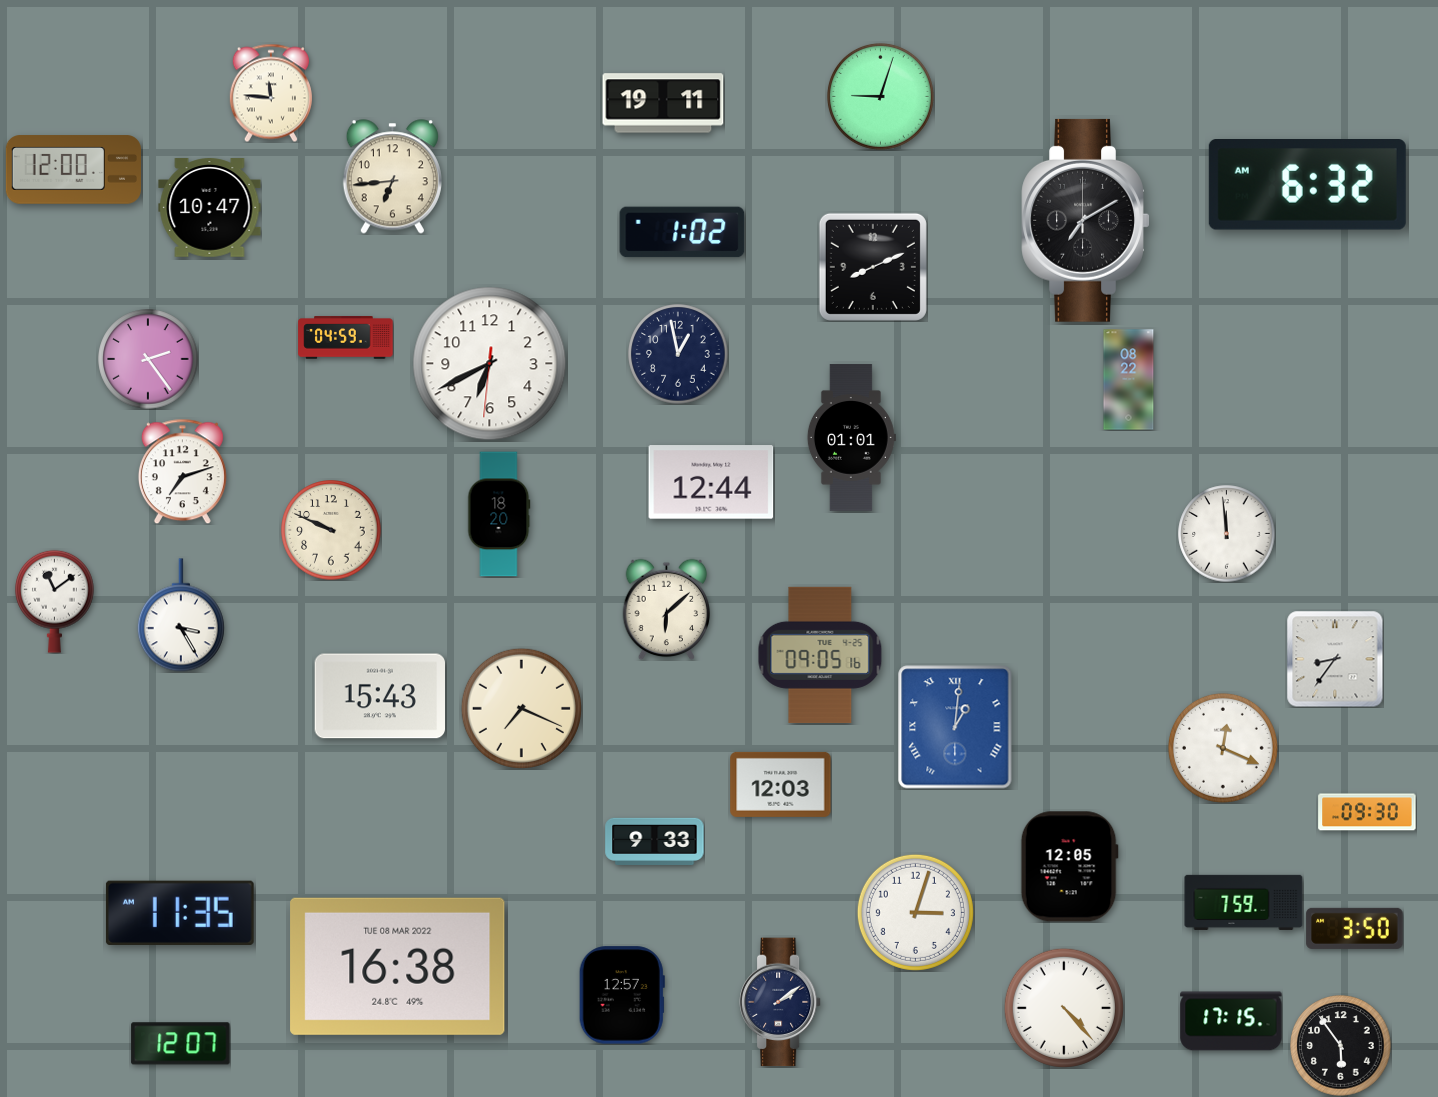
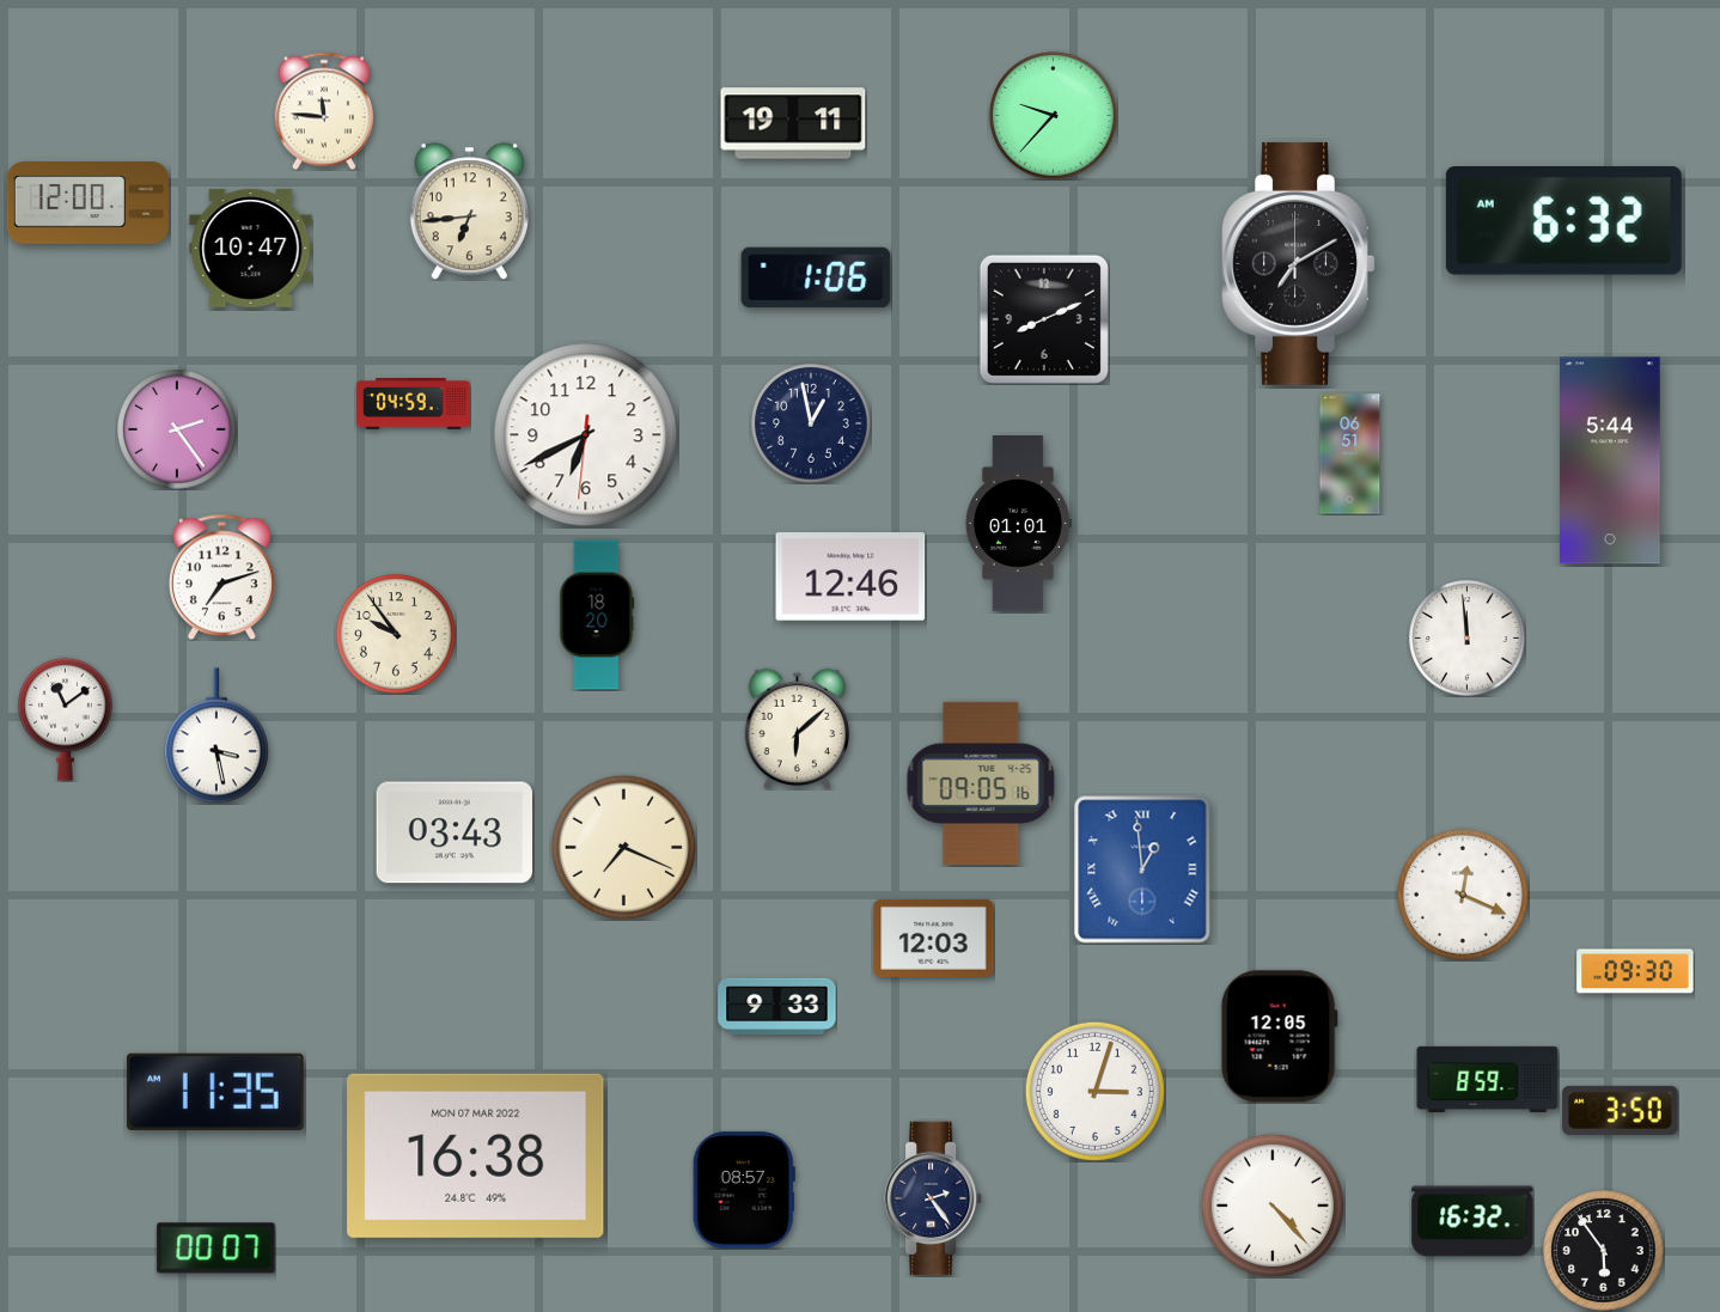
clock at (880, 96): 9:03 -> 9:37
clock at (682, 232): 1:02 -> 1:06
clock at (1129, 380): 08:22 -> 06:51
clock at (1610, 460): none -> 5:44
clock at (182, 471) position: (182, 471) -> (221, 576)
clock at (711, 482): 12:44 -> 12:46
clock at (331, 530): 9:49 -> 9:54
clock at (181, 615): 3:25 -> 3:28
clock at (1335, 659): 8:36 -> none
clock at (380, 696): 15:43 -> 03:43
clock at (955, 727): 1:01 -> 12:59
clock at (655, 841) position: (655, 841) -> (777, 1006)
clock at (1244, 902): 7:59 -> 8:59
clock at (398, 966) date: TUE 08 MAR 2022 -> MON 07 MAR 2022
clock at (622, 995): 12:57 -> 08:57
clock at (781, 1002): 2:09 -> 2:24
clock at (1231, 1021): 17:15 -> 16:32
clock at (181, 1044): 12:07 -> 00:07
